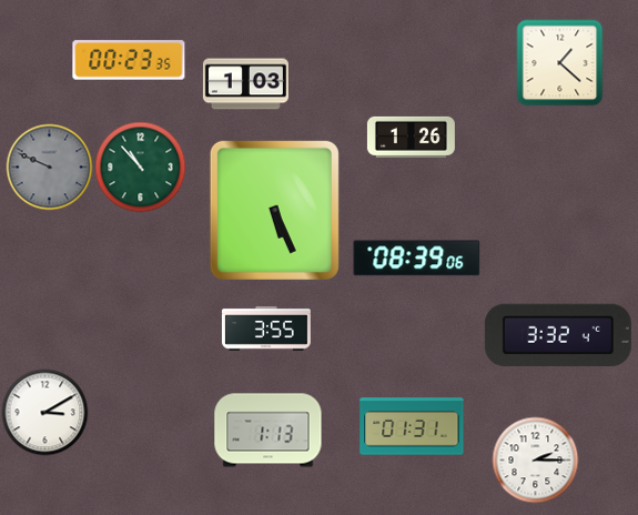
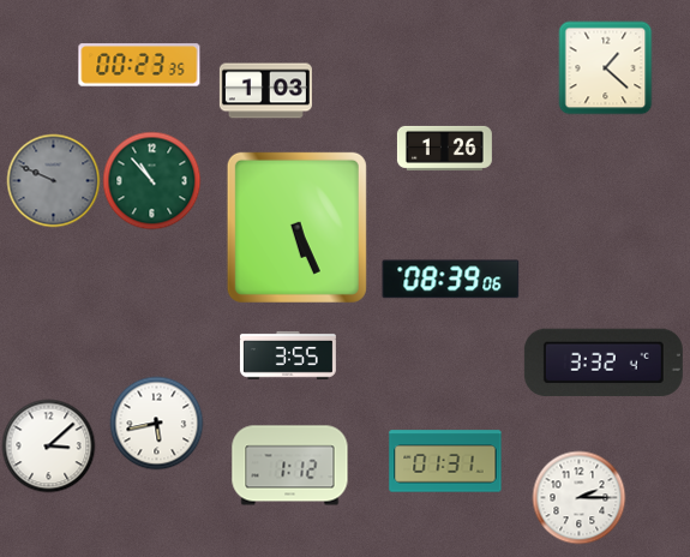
clock at (156, 423): none -> 5:43
clock at (44, 412): 3:10 -> 3:08
clock at (269, 431): 1:13 -> 1:12
